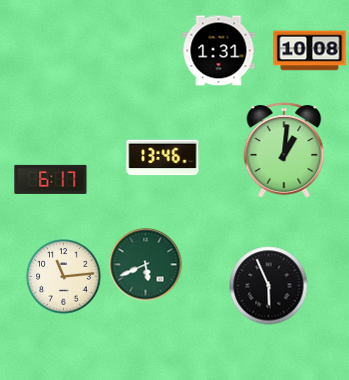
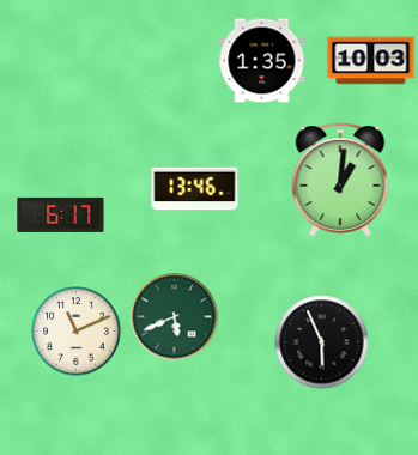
clock at (219, 51): 1:31 -> 1:35
clock at (310, 51): 10:08 -> 10:03
clock at (64, 277): 11:14 -> 11:11
